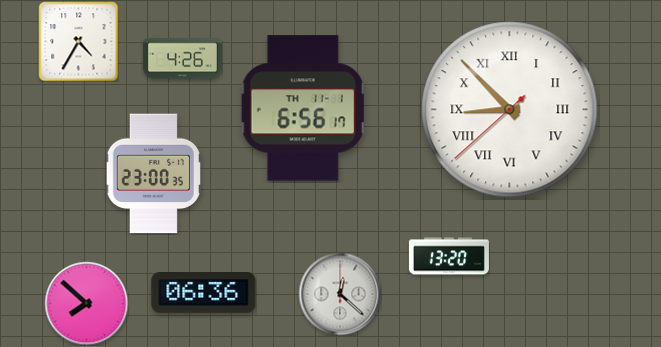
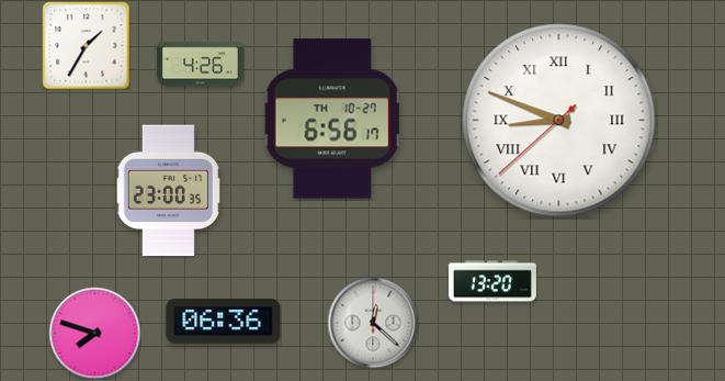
clock at (78, 41): 4:35 -> 1:35
clock at (303, 108) date: TH 11-1 -> TH 10-27
clock at (510, 110): 8:52 -> 8:48
clock at (86, 303): 7:52 -> 7:48
